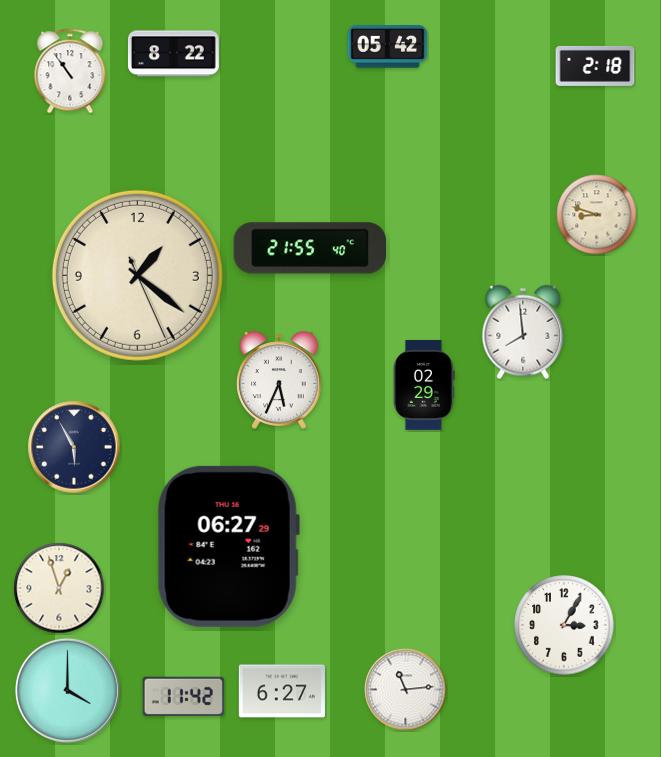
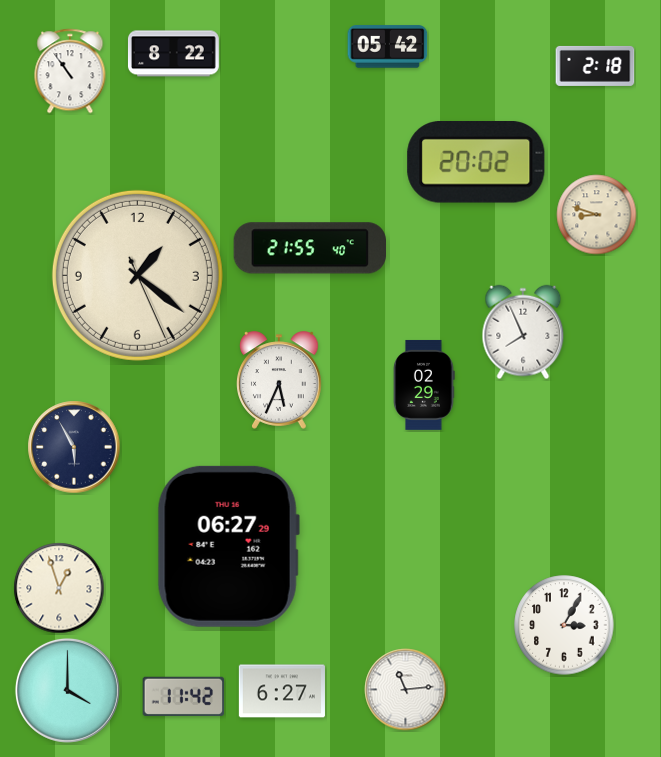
clock at (476, 162): none -> 20:02
clock at (523, 332): 7:59 -> 7:56
